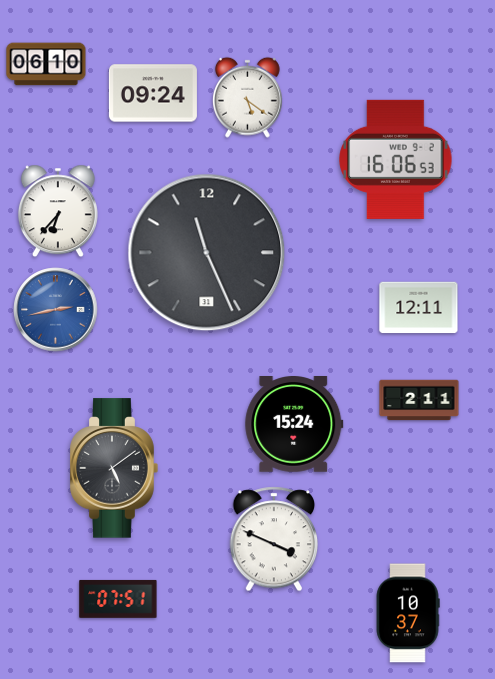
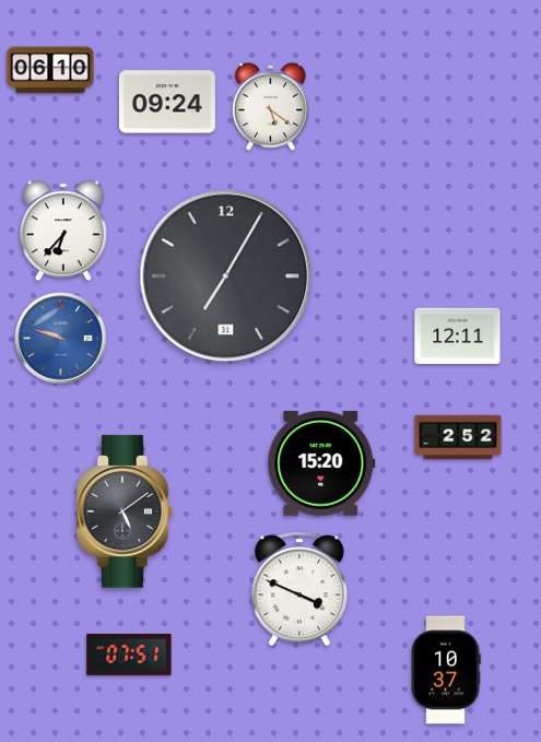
clock at (396, 159): 16:06 -> none
clock at (207, 253): 11:26 -> 7:05
clock at (56, 310): 2:43 -> 9:48
clock at (419, 400): 2:11 -> 2:52
clock at (294, 425): 15:24 -> 15:20
